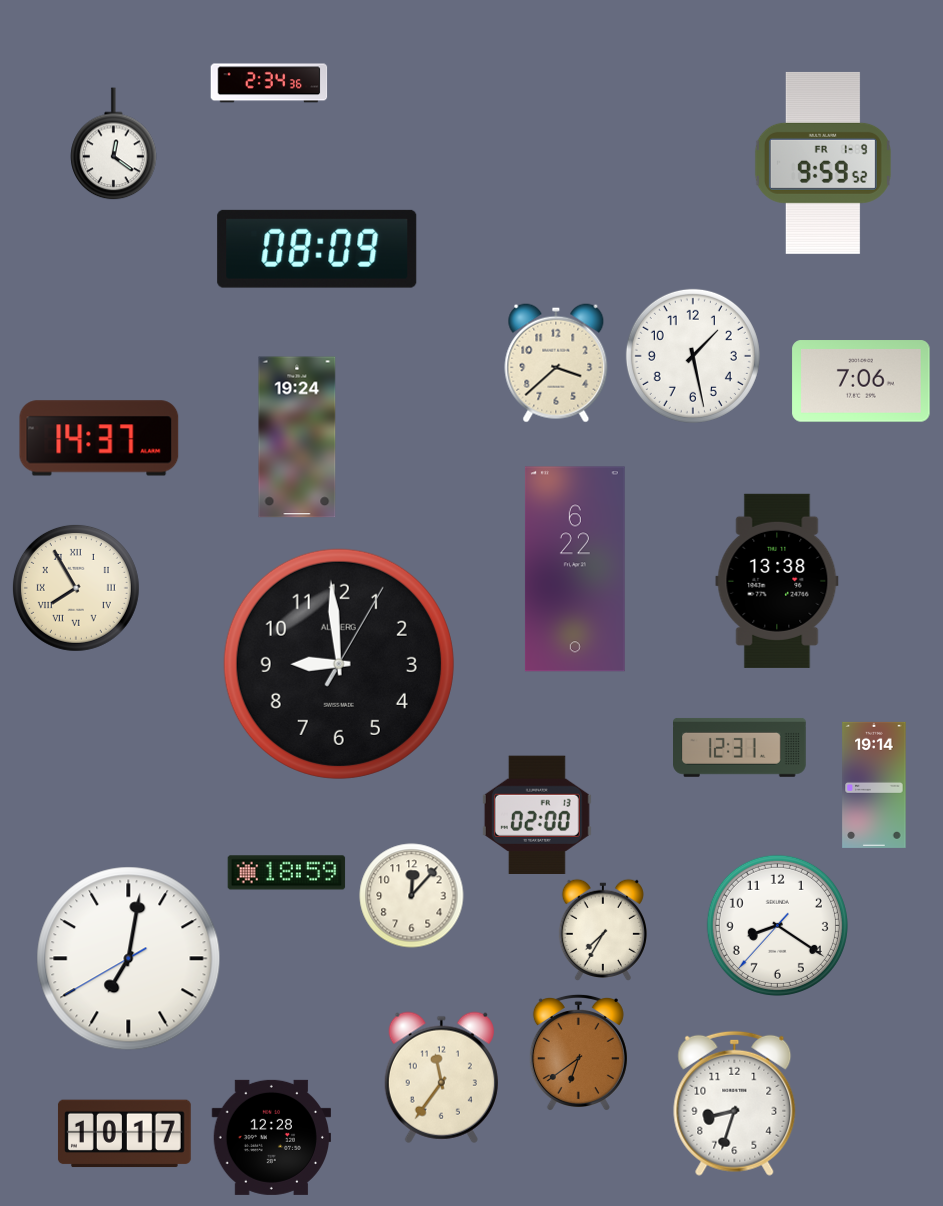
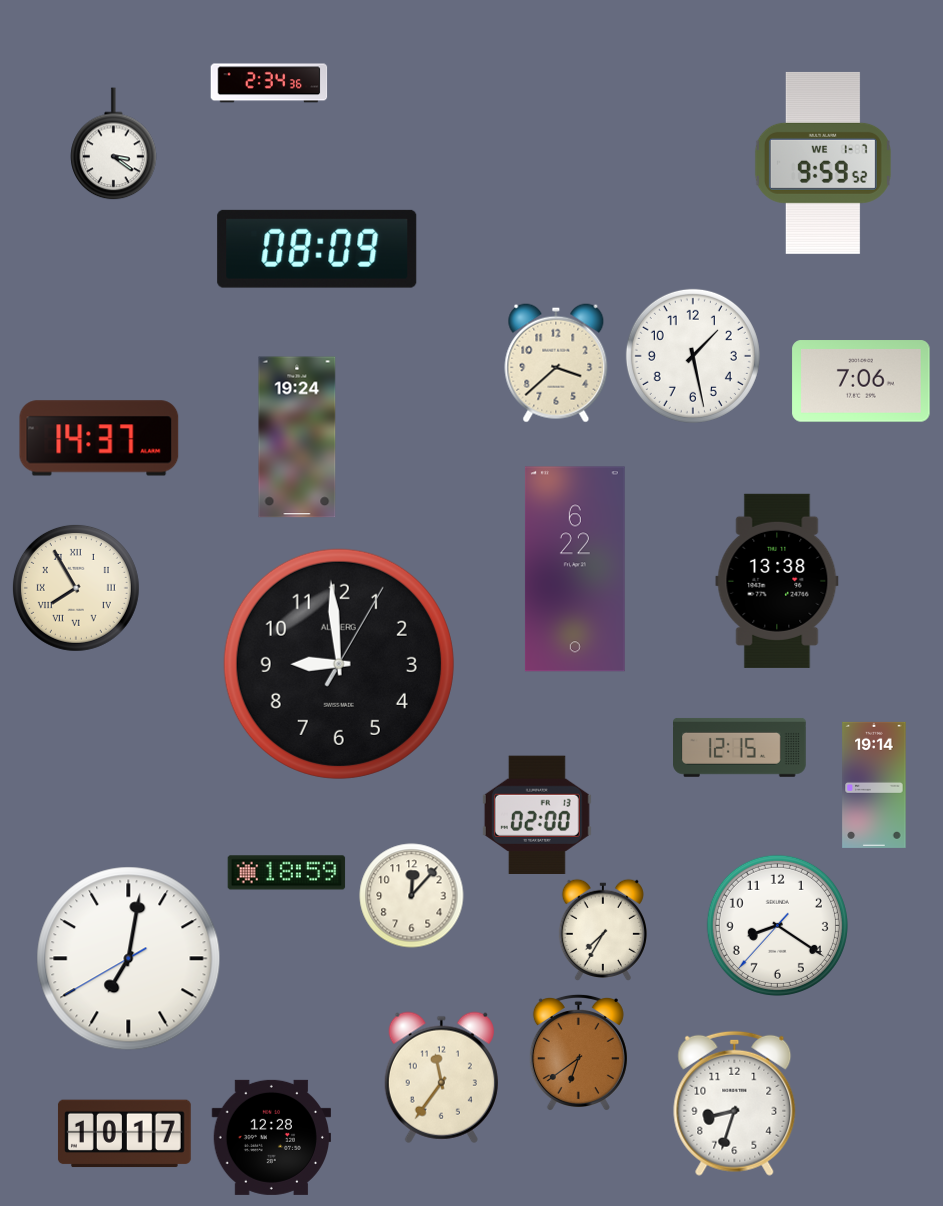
clock at (114, 144): 12:21 -> 3:21
clock at (823, 163) date: FR 1-9 -> WE 1-7
clock at (740, 747): 12:31 -> 12:15
